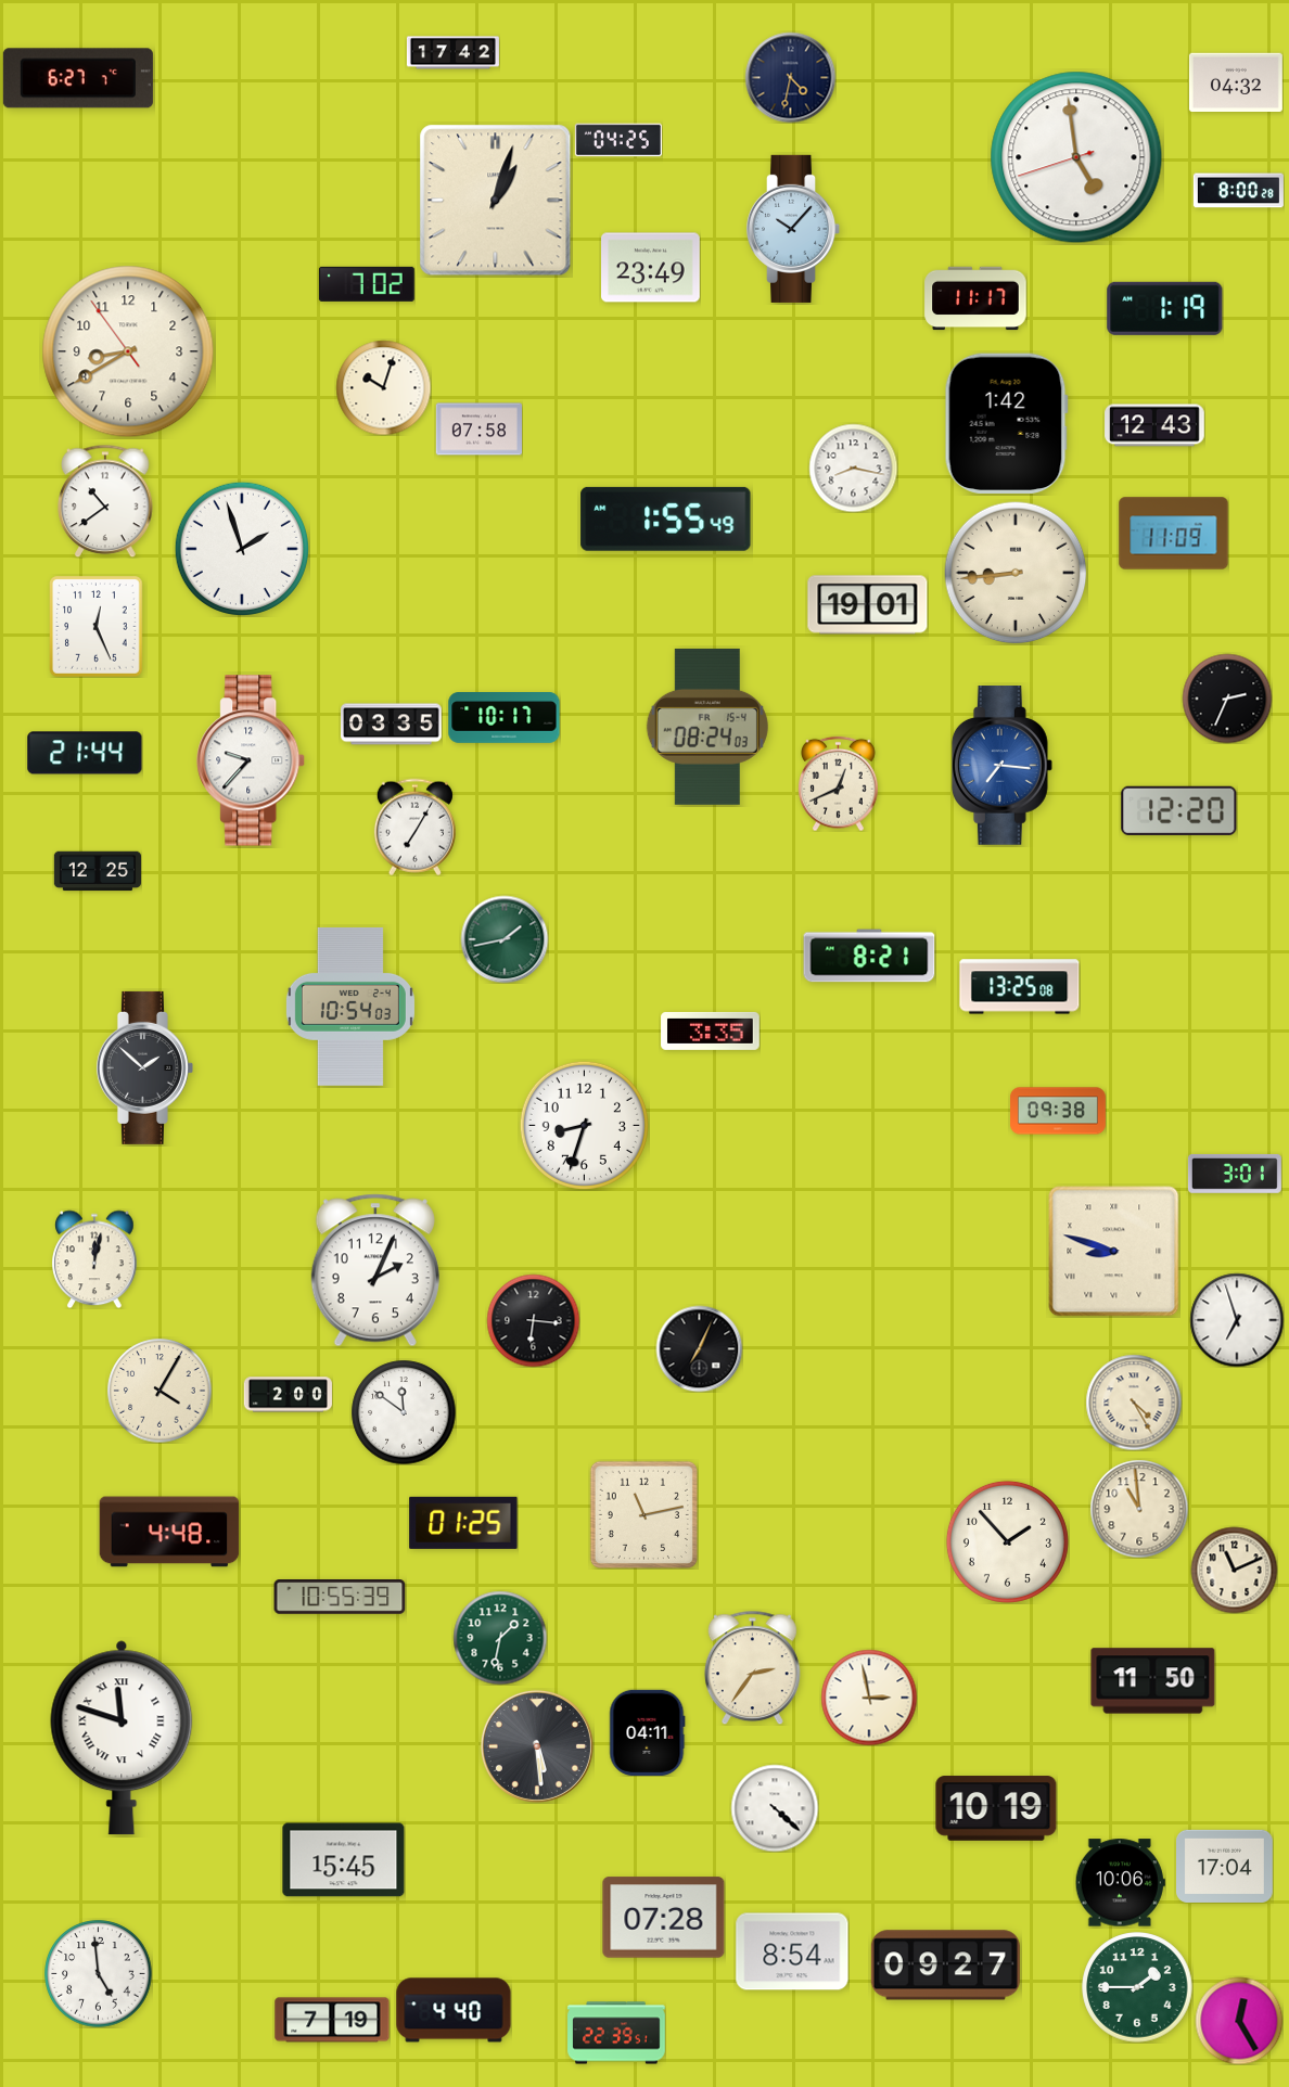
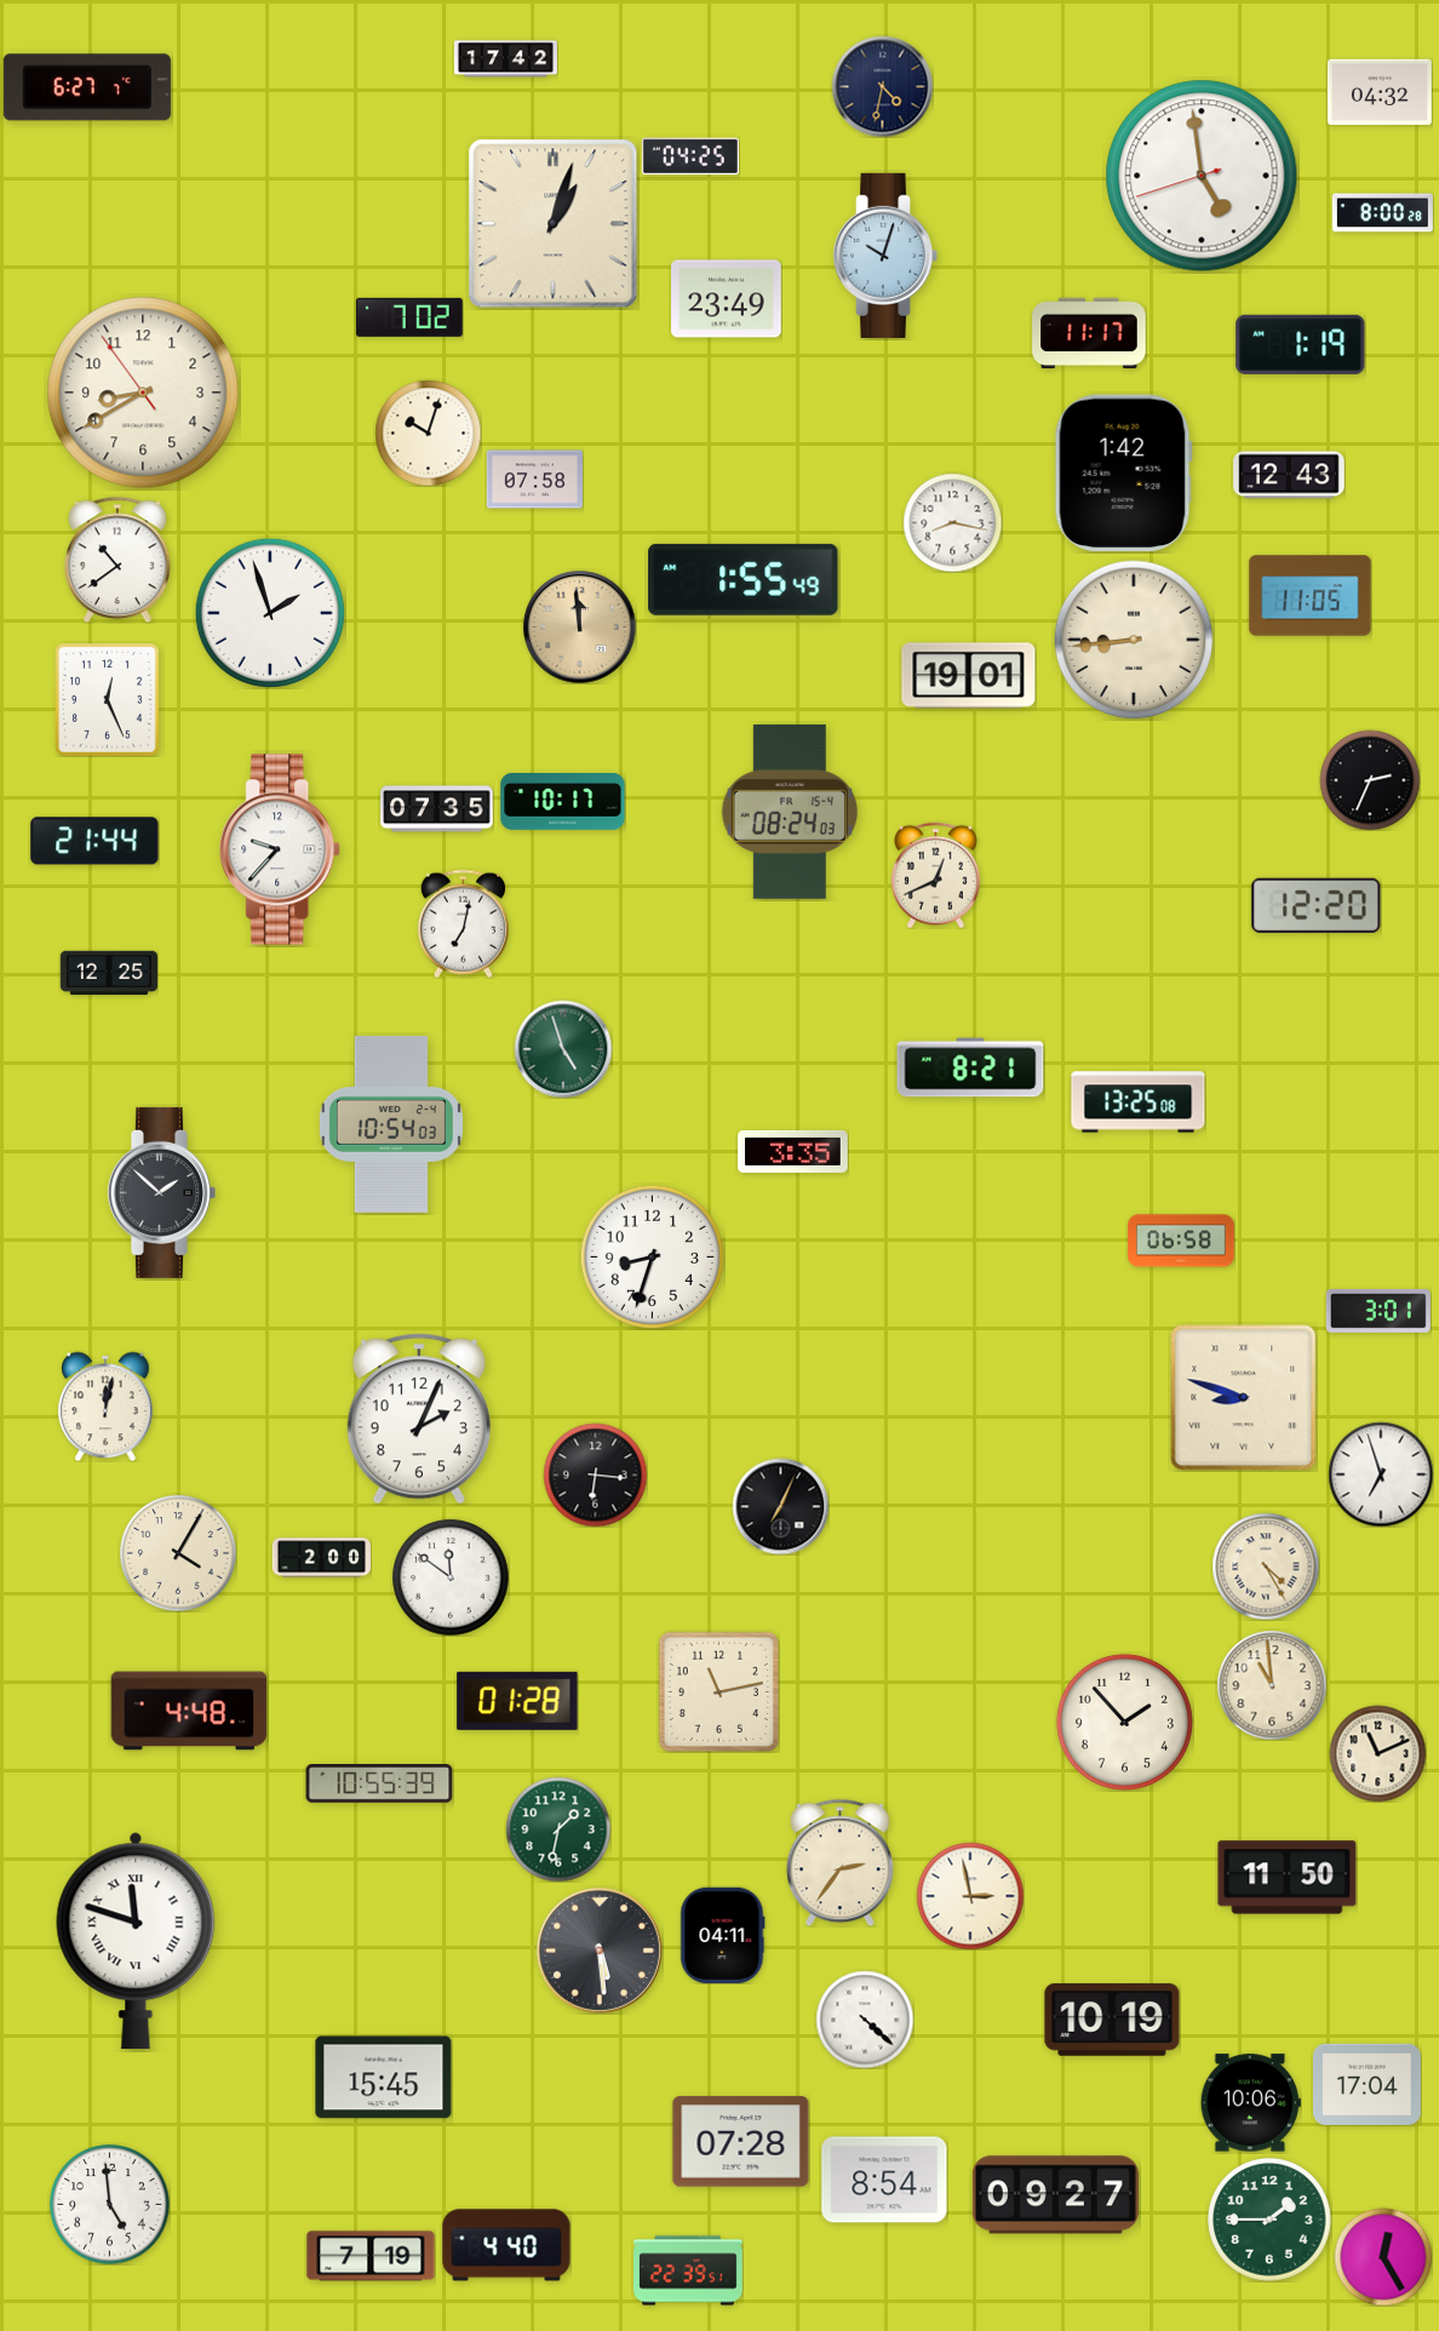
clock at (793, 229): 10:07 -> 10:03
clock at (1174, 534): 11:09 -> 11:05
clock at (579, 626): none -> 11:59
clock at (392, 725): 03:35 -> 07:35
clock at (1001, 766): 7:16 -> none
clock at (414, 827): 7:05 -> 7:02
clock at (505, 939): 1:43 -> 4:57
clock at (1059, 1111): 09:38 -> 06:58
clock at (463, 1523): 01:25 -> 01:28
